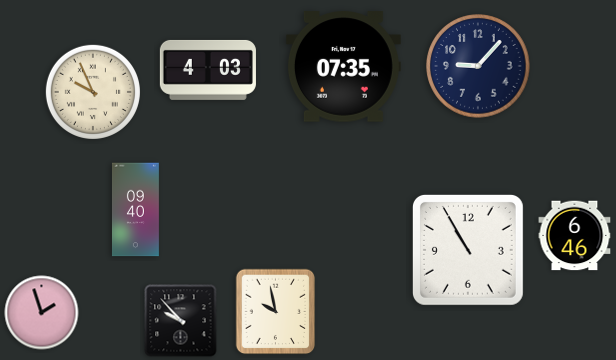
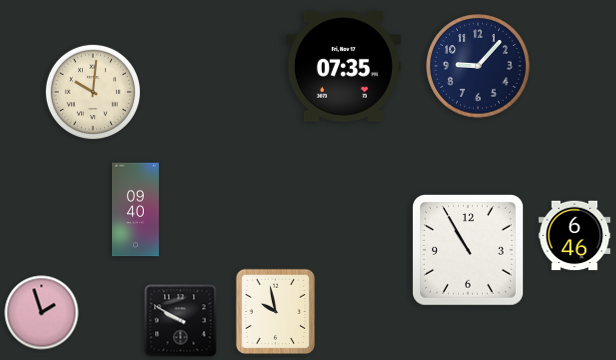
clock at (208, 70): 4:03 -> none
clock at (93, 92): 9:56 -> 10:01
clock at (181, 321): 9:53 -> 9:50
